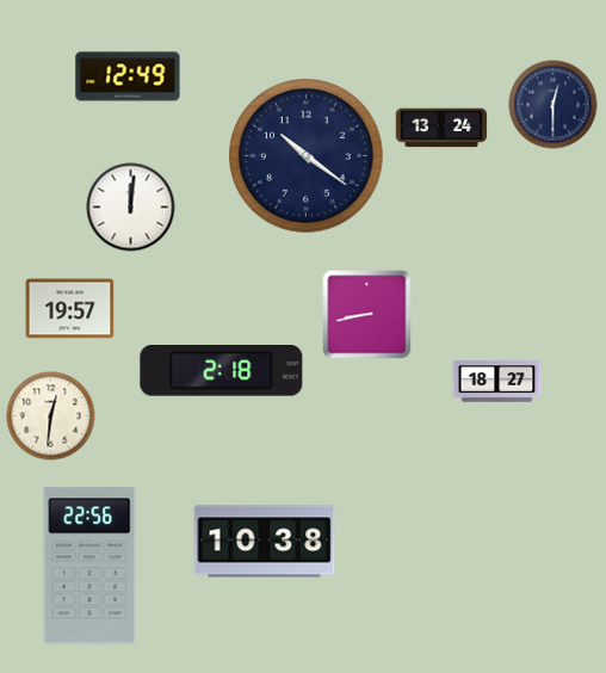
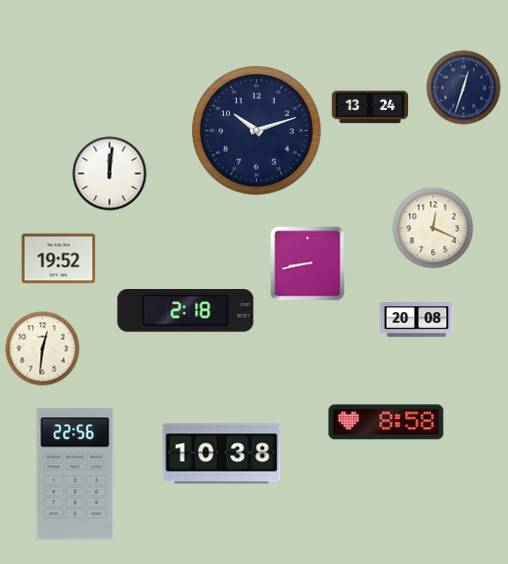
clock at (128, 76): 12:49 -> none
clock at (554, 105): 12:30 -> 12:33
clock at (307, 156): 10:21 -> 10:12
clock at (433, 228): none -> 12:19
clock at (70, 309): 19:57 -> 19:52
clock at (497, 382): 18:27 -> 20:08
clock at (386, 422): none -> 8:58
